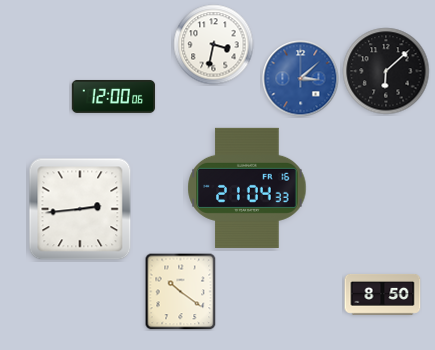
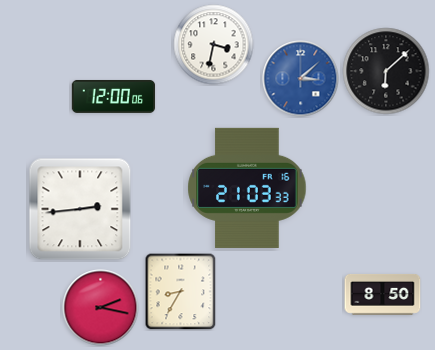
clock at (247, 188): 21:04 -> 21:03
clock at (181, 291): 10:21 -> 8:35
clock at (101, 308): none -> 2:17
